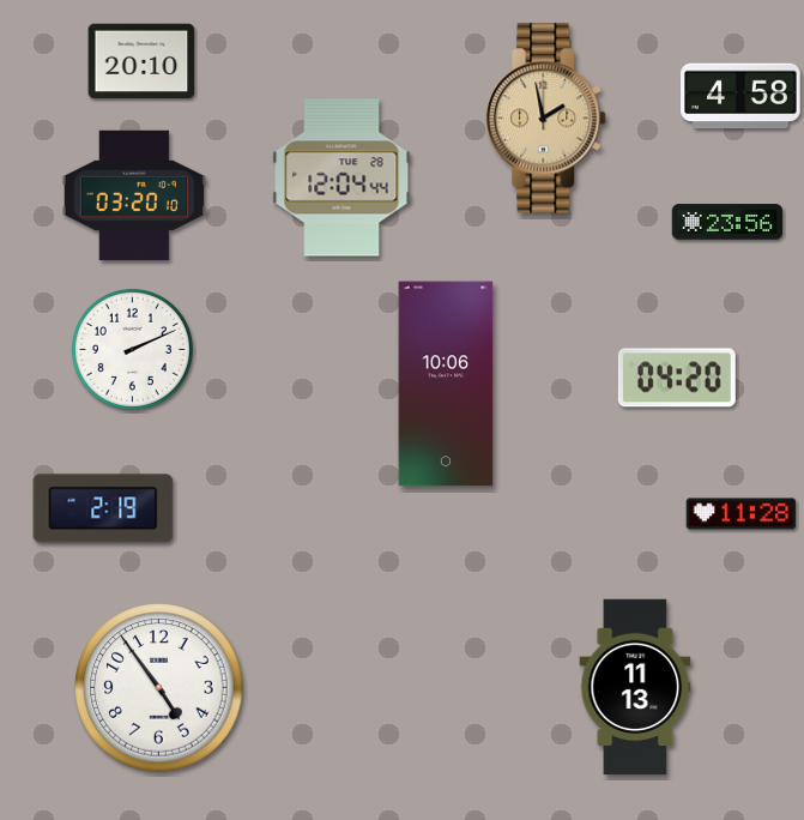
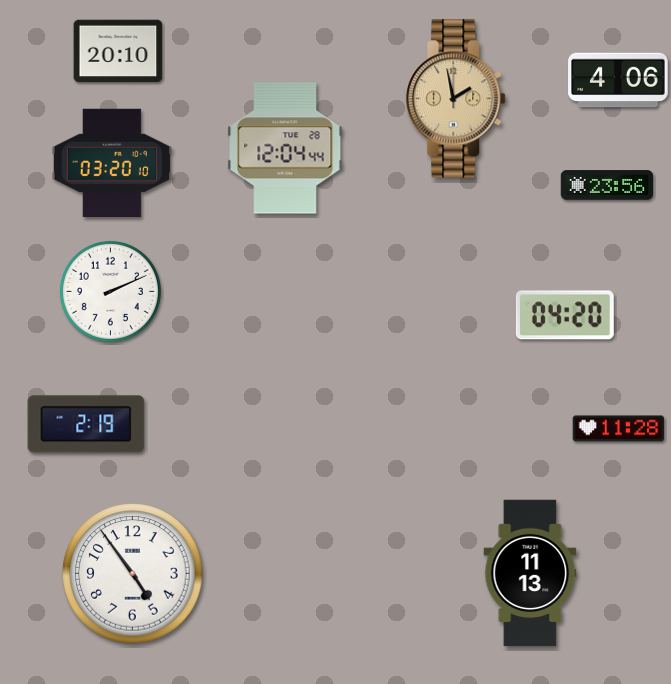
clock at (740, 96): 4:58 -> 4:06
clock at (446, 384): 10:06 -> none
